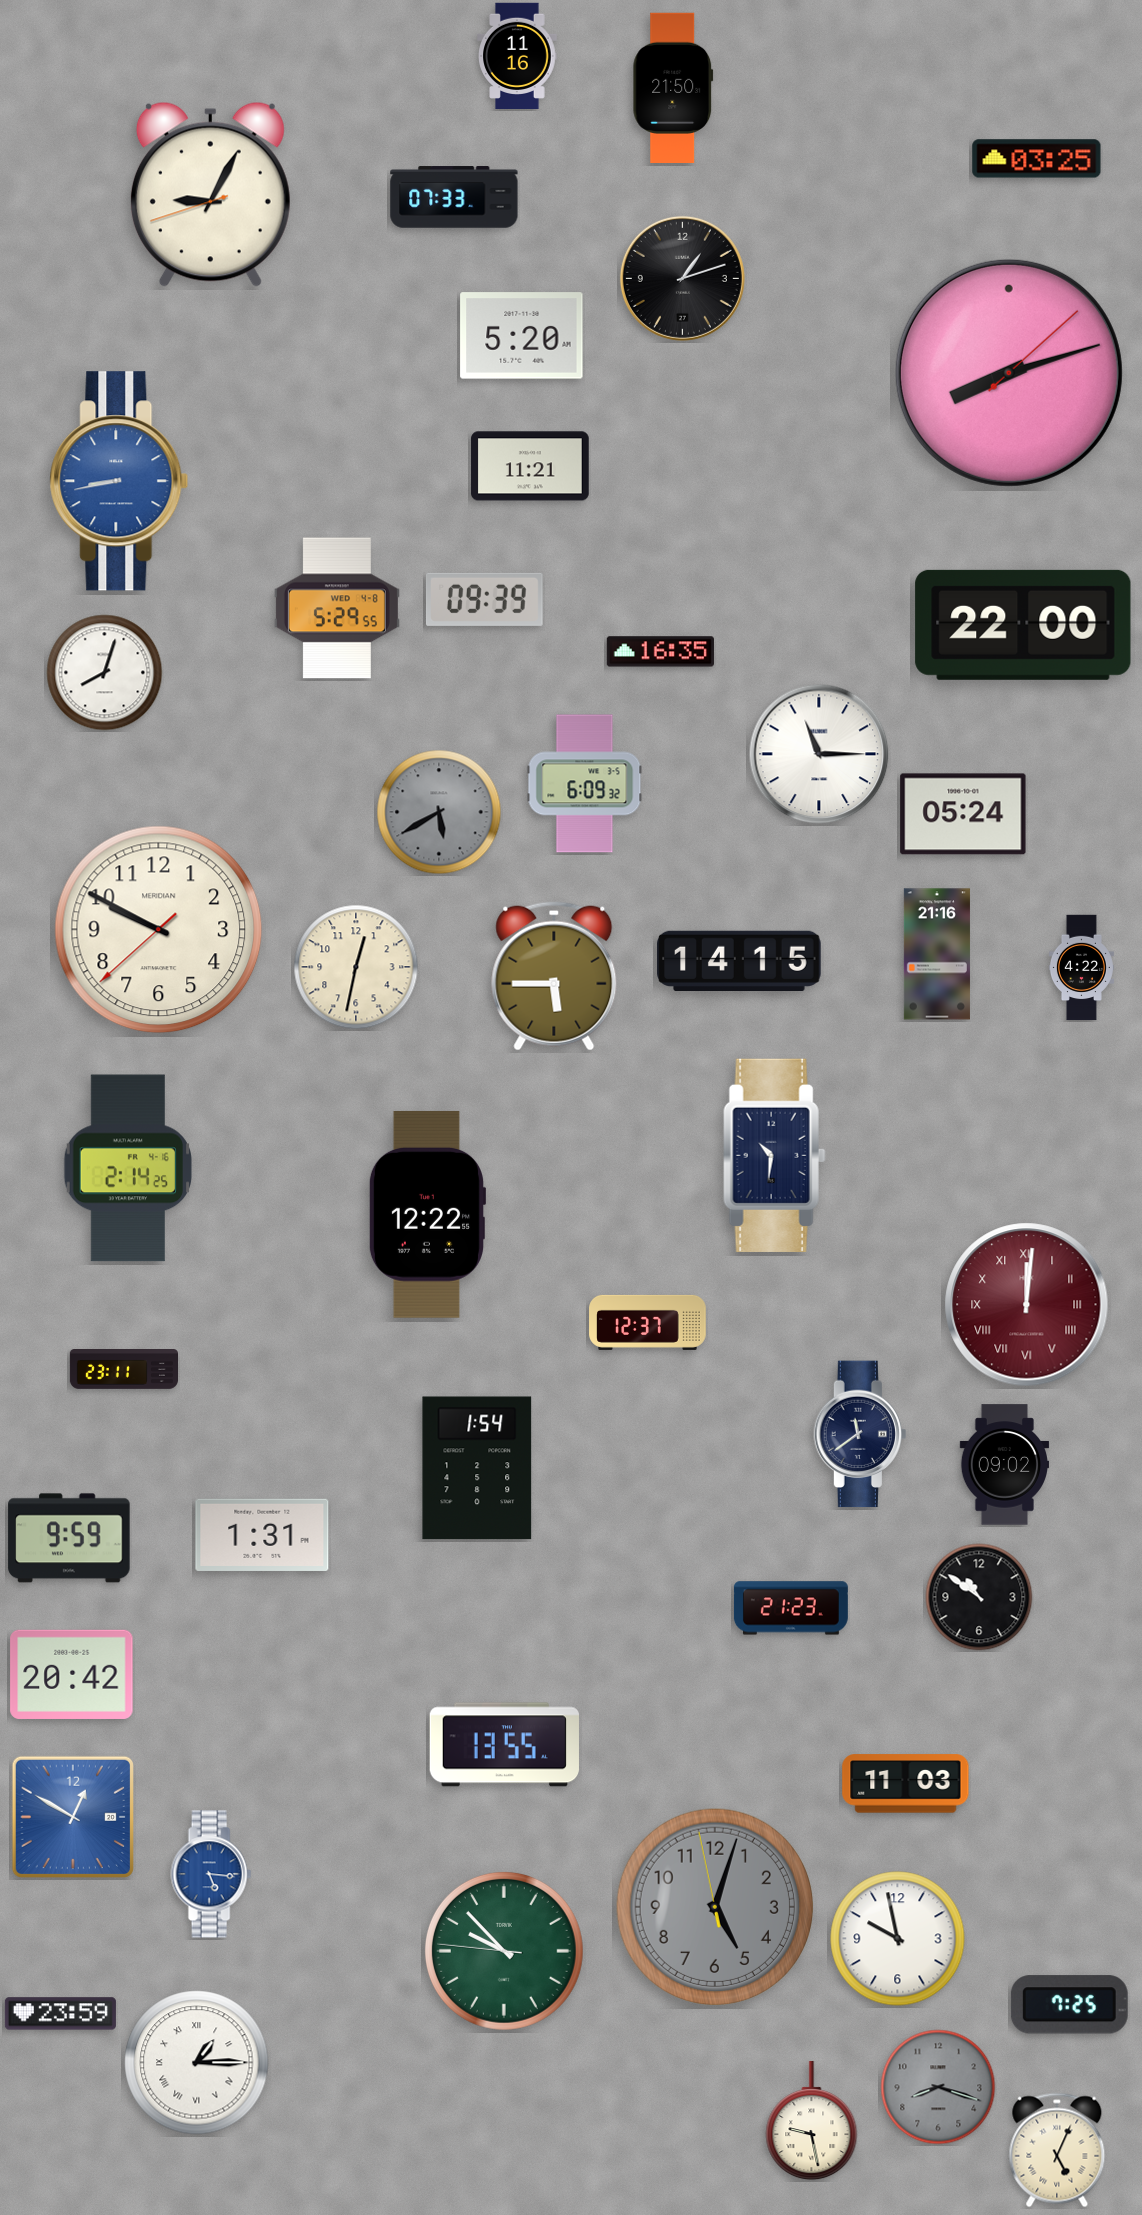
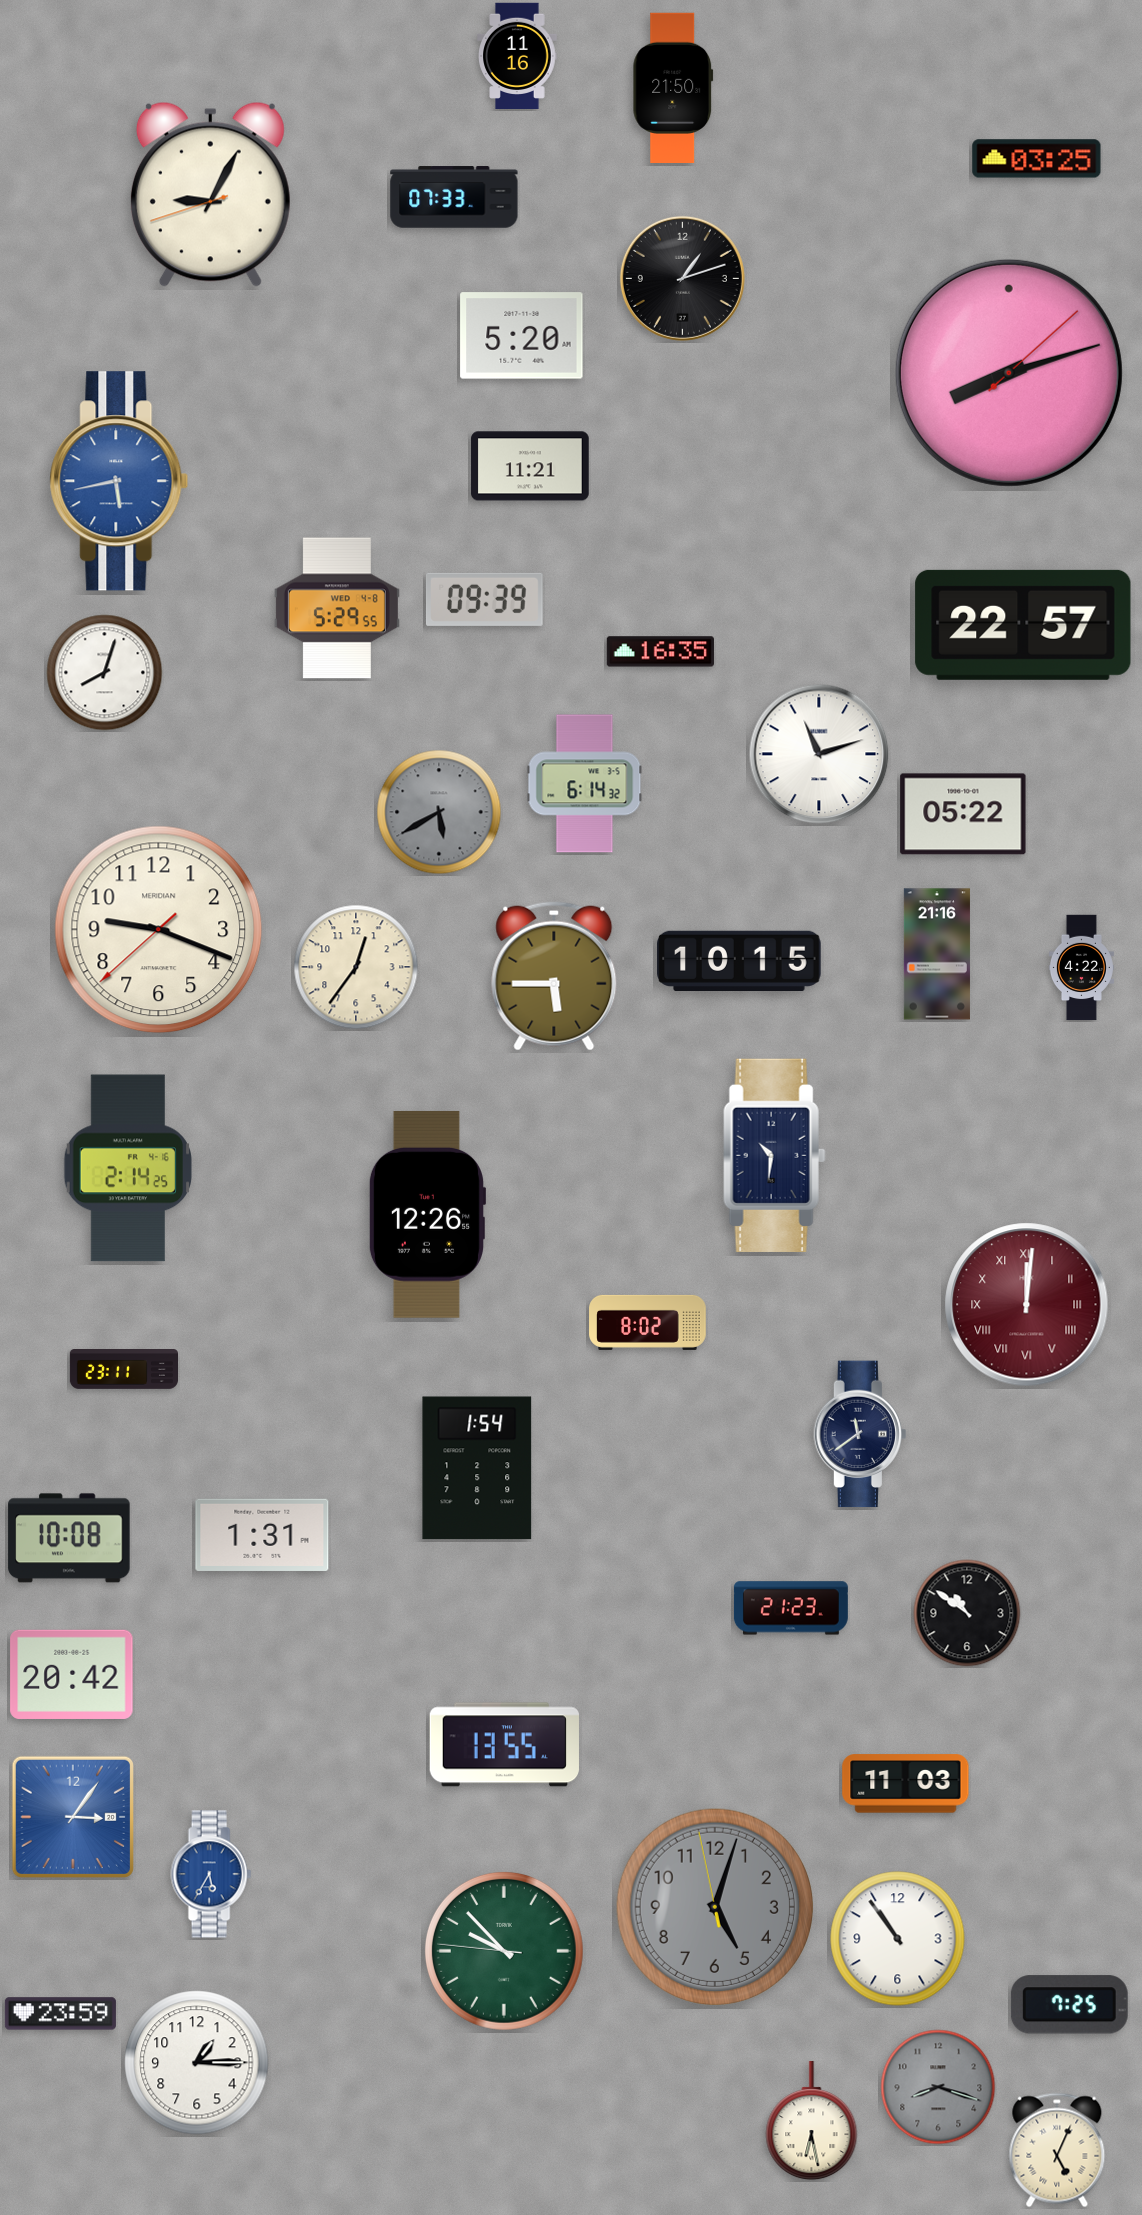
clock at (119, 481): 8:43 -> 5:43
clock at (1023, 625): 22:00 -> 22:57
clock at (819, 754): 11:15 -> 11:12
clock at (585, 784): 6:09 -> 6:14
clock at (963, 814): 05:24 -> 05:22
clock at (159, 930): 9:49 -> 9:18
clock at (739, 960): 14:15 -> 10:15
clock at (356, 967): 12:32 -> 12:36
clock at (426, 1214): 12:22 -> 12:26
clock at (648, 1322): 12:37 -> 8:02
clock at (1004, 1465): 09:02 -> none
clock at (69, 1538): 9:59 -> 10:08
clock at (979, 1597) position: (979, 1597) -> (967, 1613)
clock at (73, 1817): 12:50 -> 3:06
clock at (211, 1874): 5:16 -> 5:35
clock at (898, 1939): 9:58 -> 10:54
clock at (197, 2063) numerals: Roman -> Arabic
clock at (812, 2121): 9:28 -> 6:28
